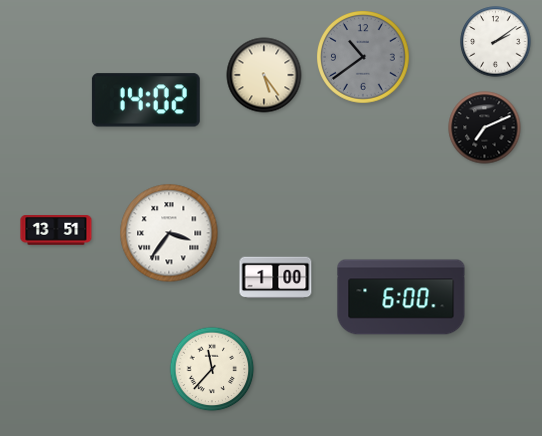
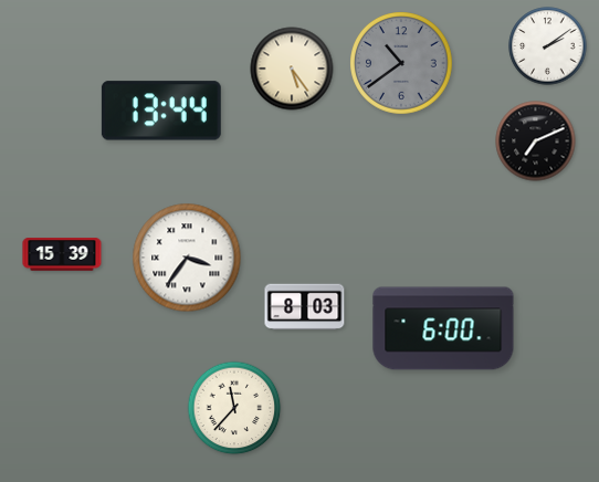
clock at (264, 75) position: (264, 75) -> (292, 69)
clock at (146, 100): 14:02 -> 13:44
clock at (56, 230): 13:51 -> 15:39
clock at (276, 278): 1:00 -> 8:03
